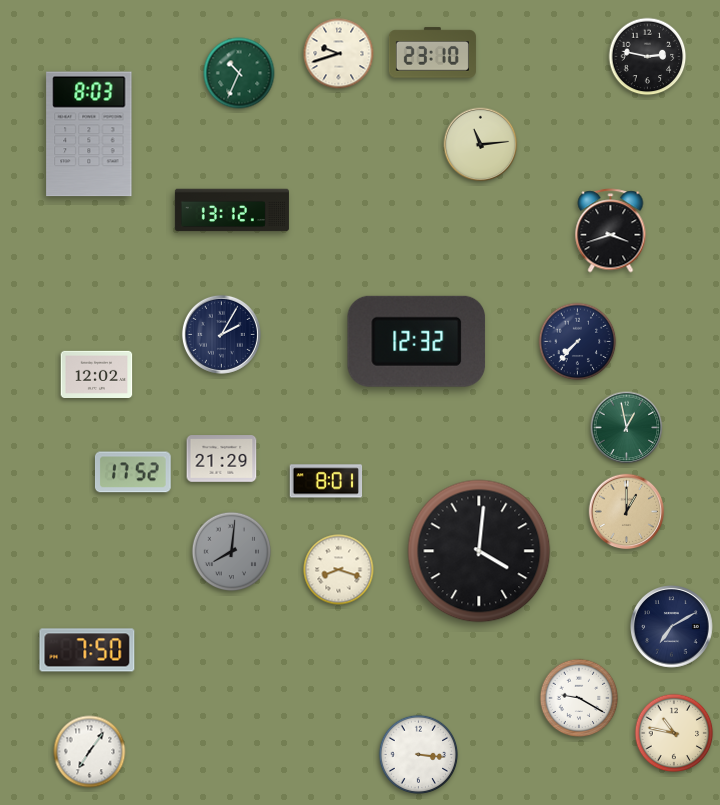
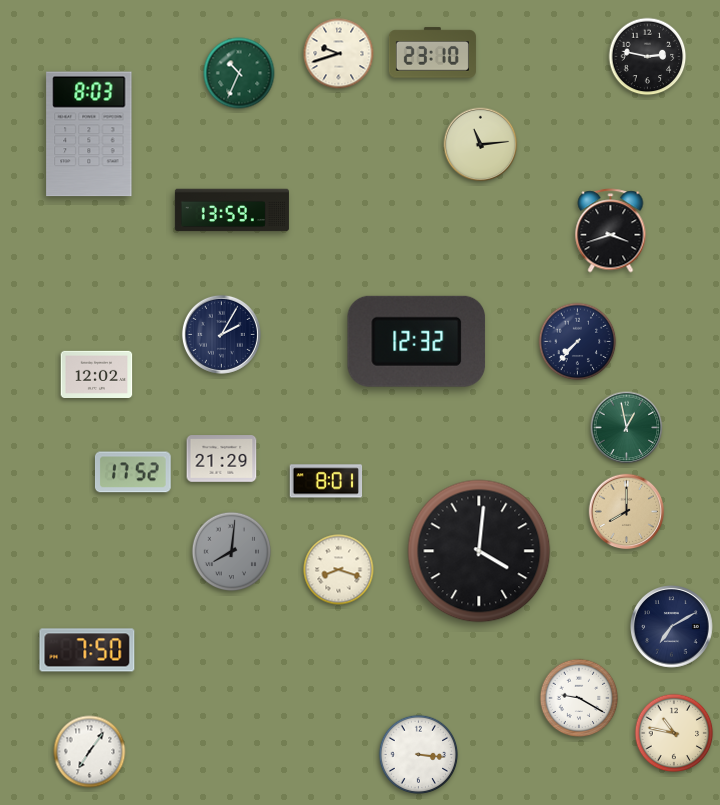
clock at (232, 210): 13:12 -> 13:59
clock at (627, 512): 1:00 -> 8:00
